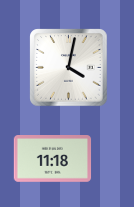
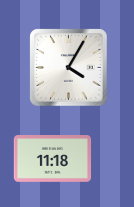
clock at (68, 67): 4:02 -> 4:05
